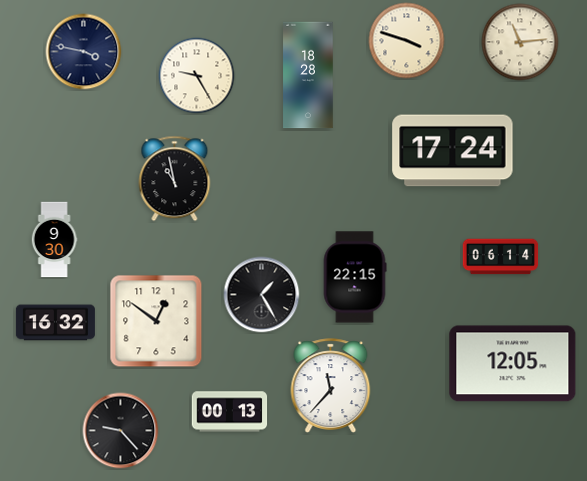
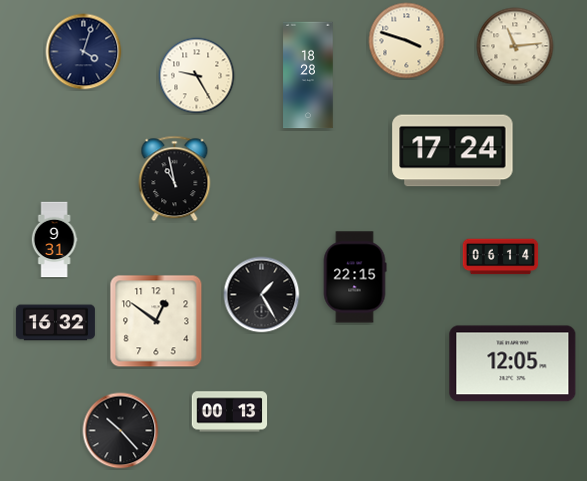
clock at (520, 42) position: (520, 42) -> (515, 46)
clock at (84, 52): 3:47 -> 4:03
clock at (54, 240): 9:30 -> 9:31
clock at (331, 386): 11:37 -> none
clock at (121, 431): 9:23 -> 10:23
